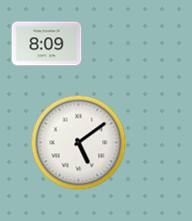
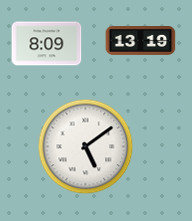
clock at (141, 41): none -> 13:19
clock at (79, 143) position: (79, 143) -> (86, 147)
